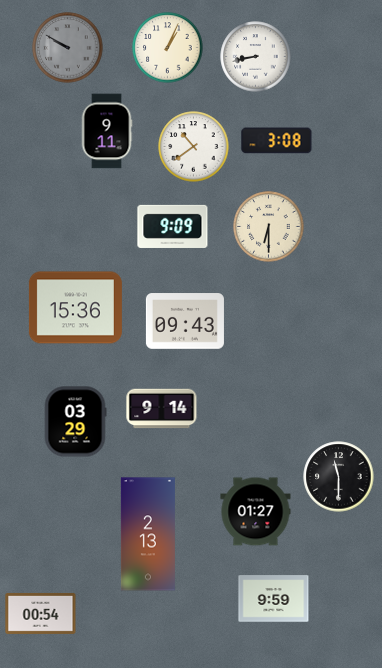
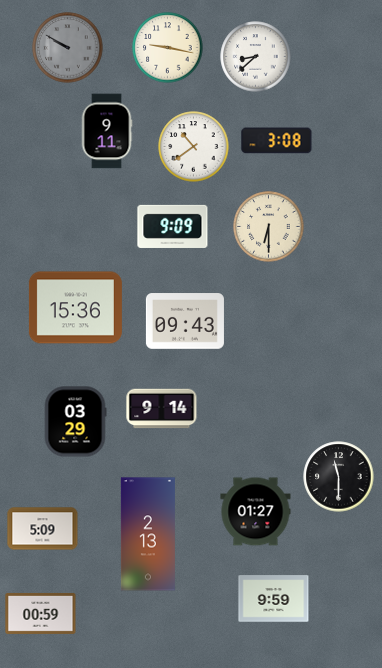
clock at (168, 48): 1:04 -> 9:17
clock at (256, 57): 8:43 -> 8:38
clock at (43, 529): none -> 5:09
clock at (41, 613): 00:54 -> 00:59
